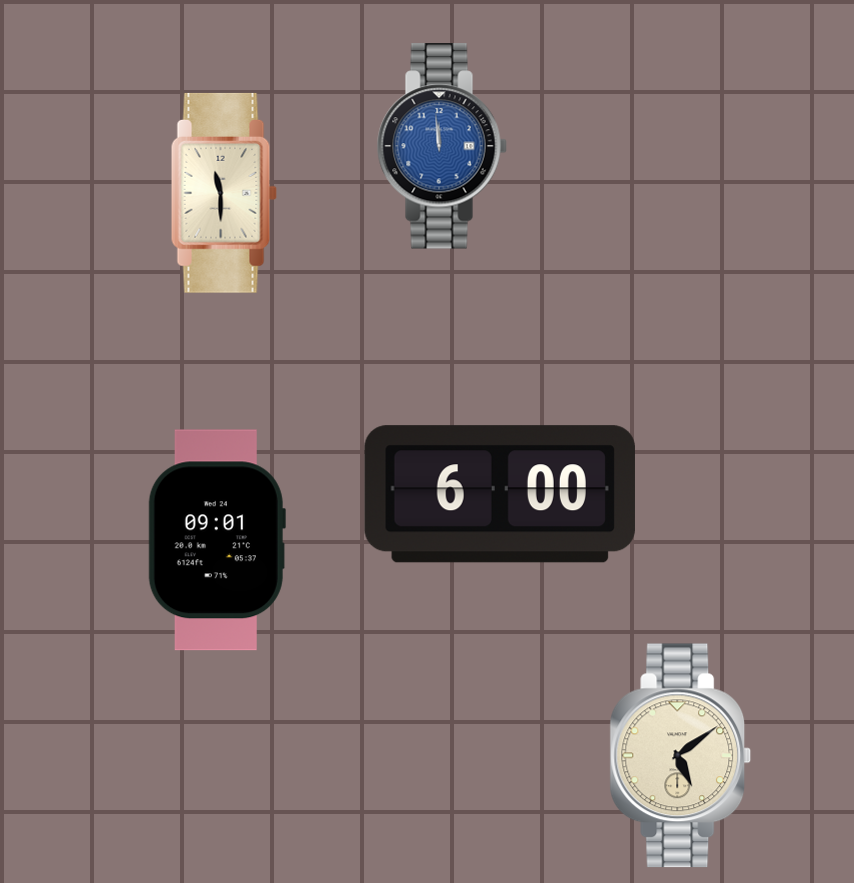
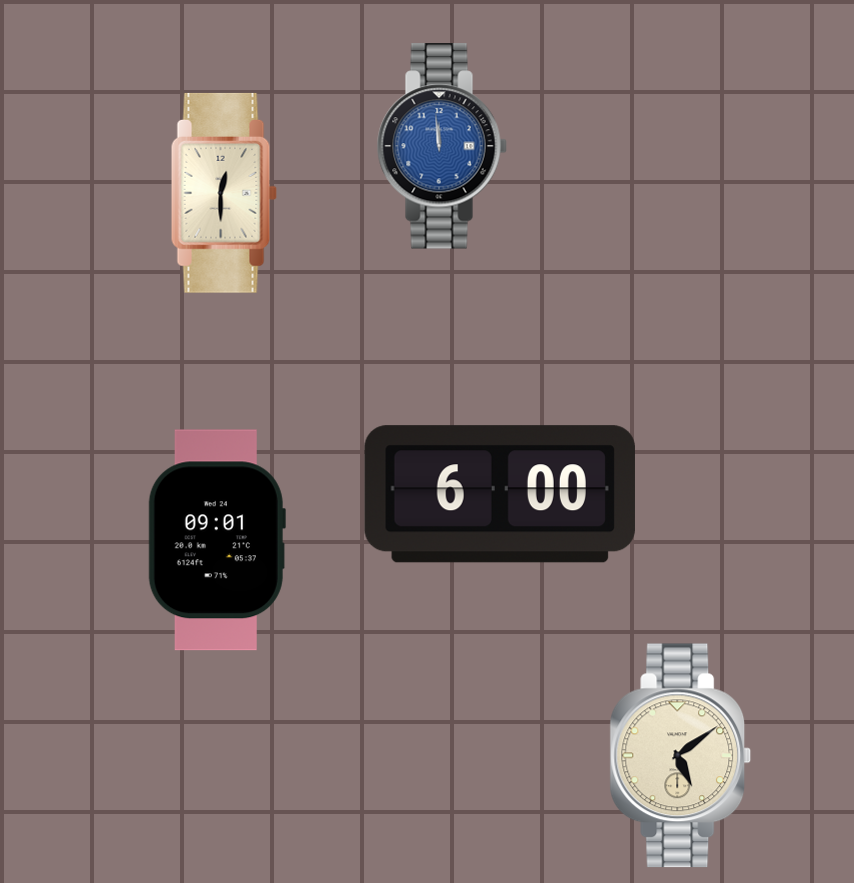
clock at (224, 193): 11:30 -> 12:30
